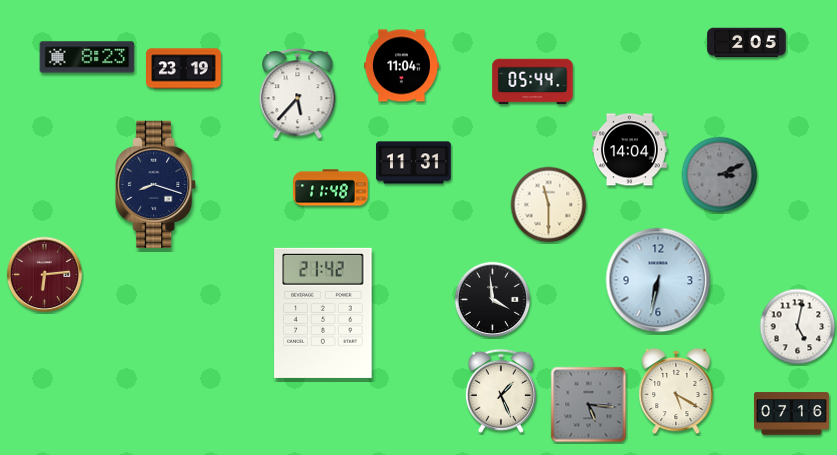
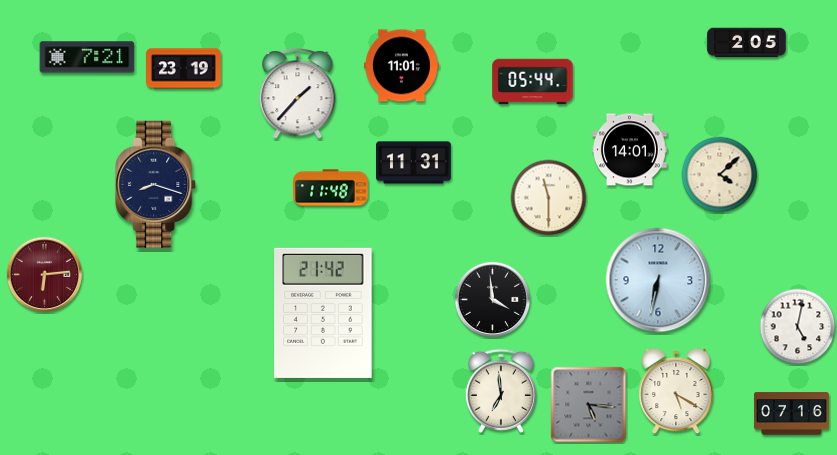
clock at (87, 57): 8:23 -> 7:21
clock at (401, 66): 11:04 -> 11:01
clock at (298, 94): 5:37 -> 1:37
clock at (630, 150): 14:04 -> 14:01
clock at (720, 175): 3:11 -> 4:08
clock at (720, 175) dial: grey -> cream
clock at (549, 205) position: (549, 205) -> (549, 198)
clock at (501, 391): 1:26 -> 6:59
